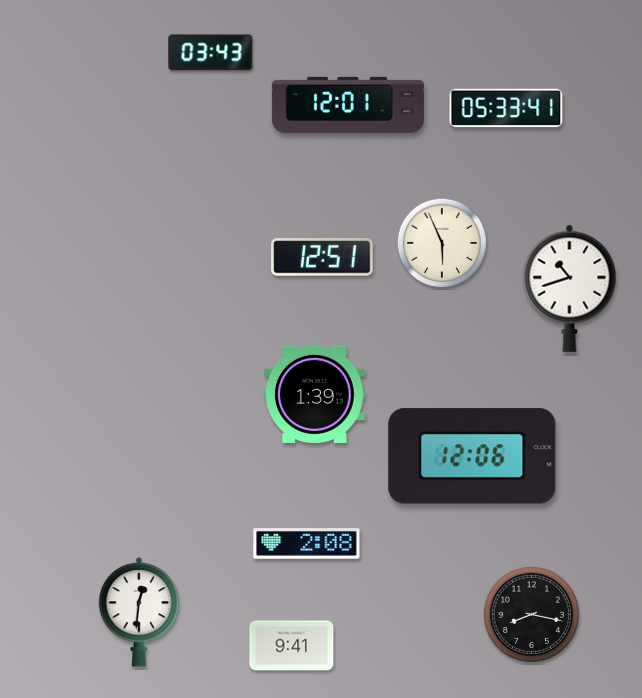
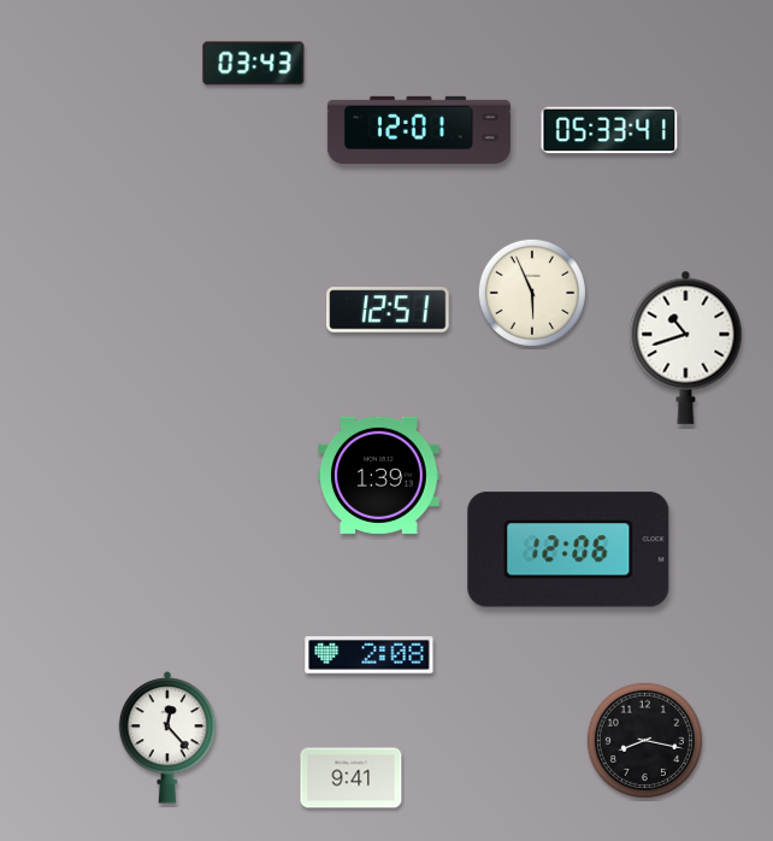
clock at (348, 105) position: (348, 105) -> (419, 130)
clock at (139, 612): 12:31 -> 12:23
clock at (531, 614) position: (531, 614) -> (644, 740)
